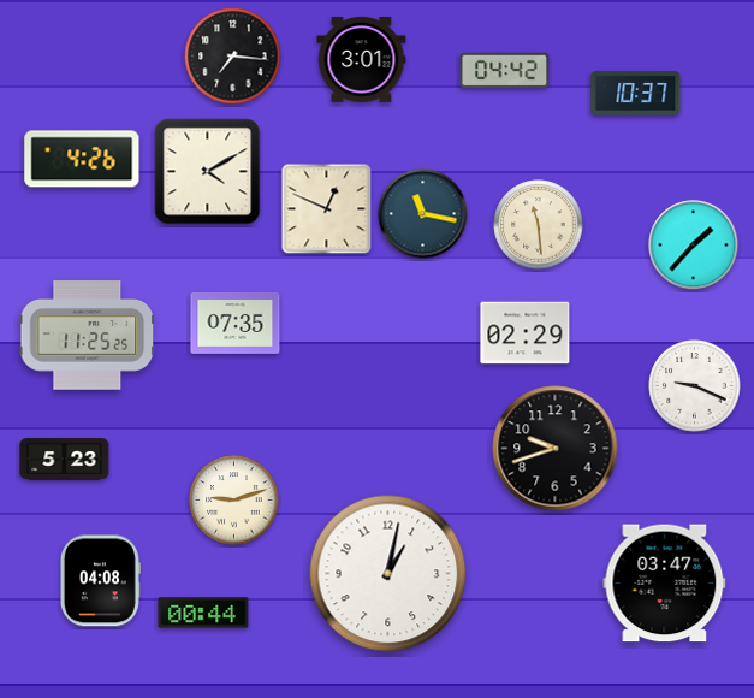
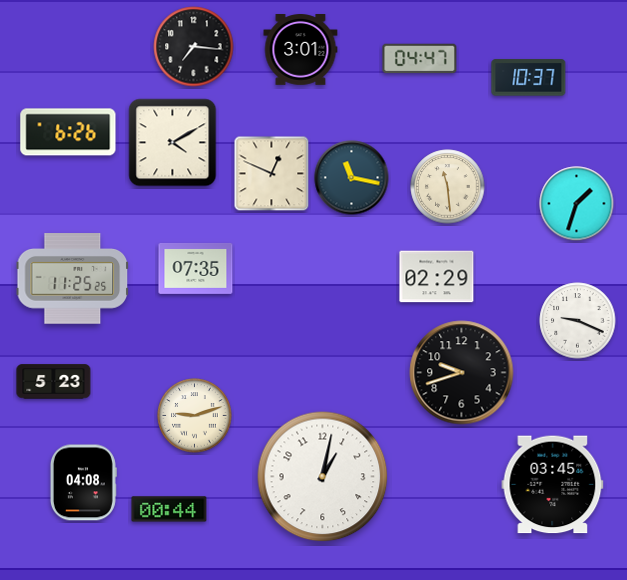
clock at (505, 71): 04:42 -> 04:47
clock at (82, 159): 4:26 -> 6:26
clock at (694, 246): 1:37 -> 1:33
clock at (665, 584): 03:47 -> 03:45
